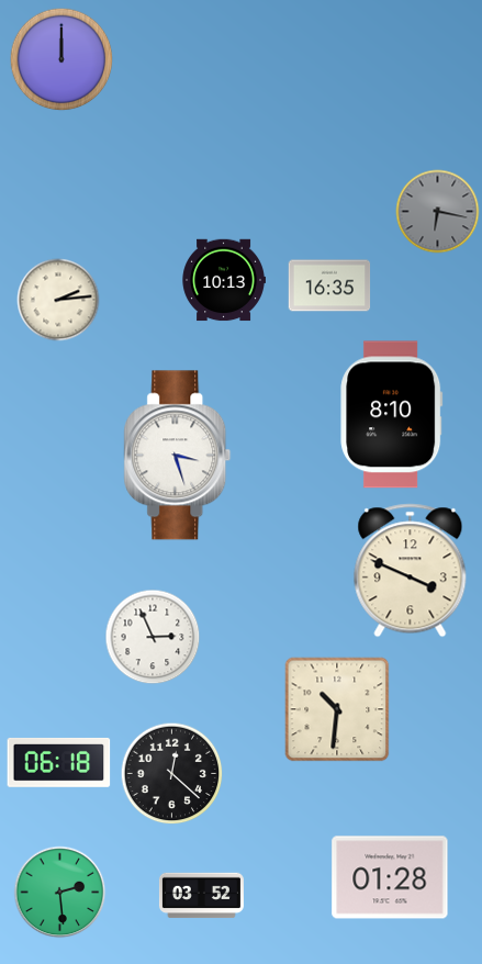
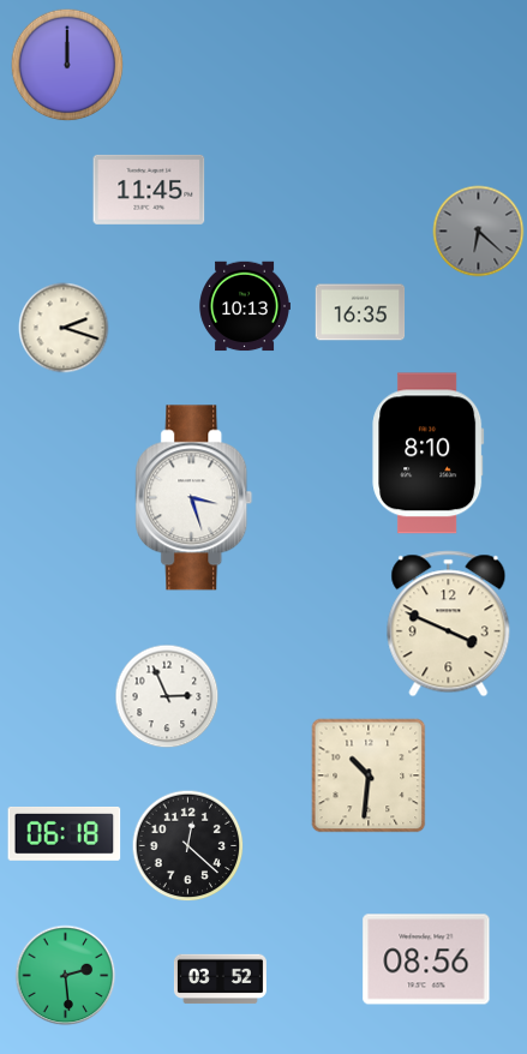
clock at (149, 190): none -> 11:45
clock at (438, 212): 6:17 -> 6:22
clock at (58, 300): 2:14 -> 2:18
clock at (390, 877): 01:28 -> 08:56
